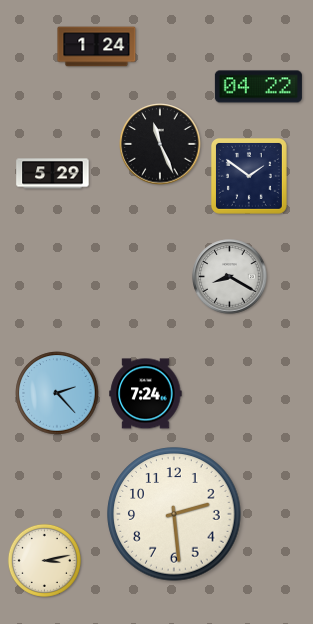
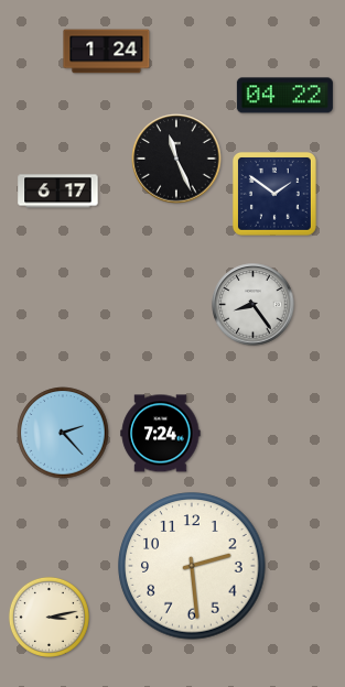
clock at (53, 174): 5:29 -> 6:17
clock at (230, 277): 8:20 -> 8:24
